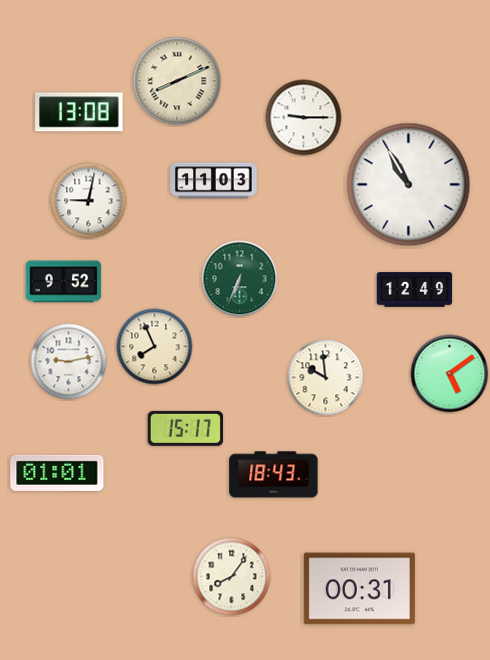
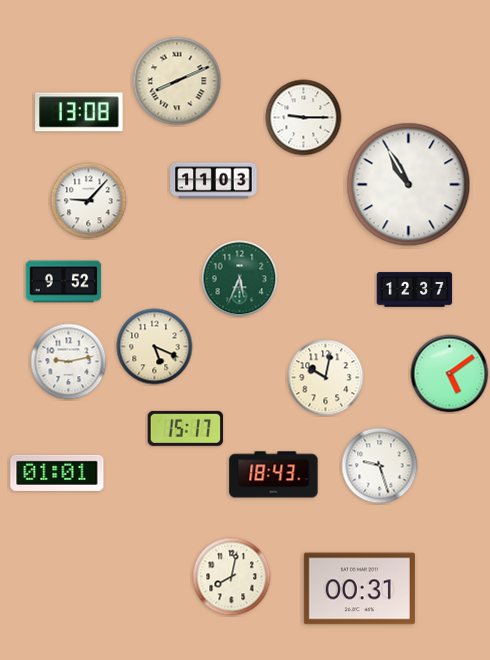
clock at (89, 201): 9:02 -> 9:07
clock at (240, 279): 6:34 -> 5:34
clock at (415, 290): 12:49 -> 12:37
clock at (155, 347): 7:56 -> 5:19
clock at (326, 378): 9:59 -> 10:02
clock at (380, 466): none -> 9:27
clock at (232, 577): 8:06 -> 8:02
